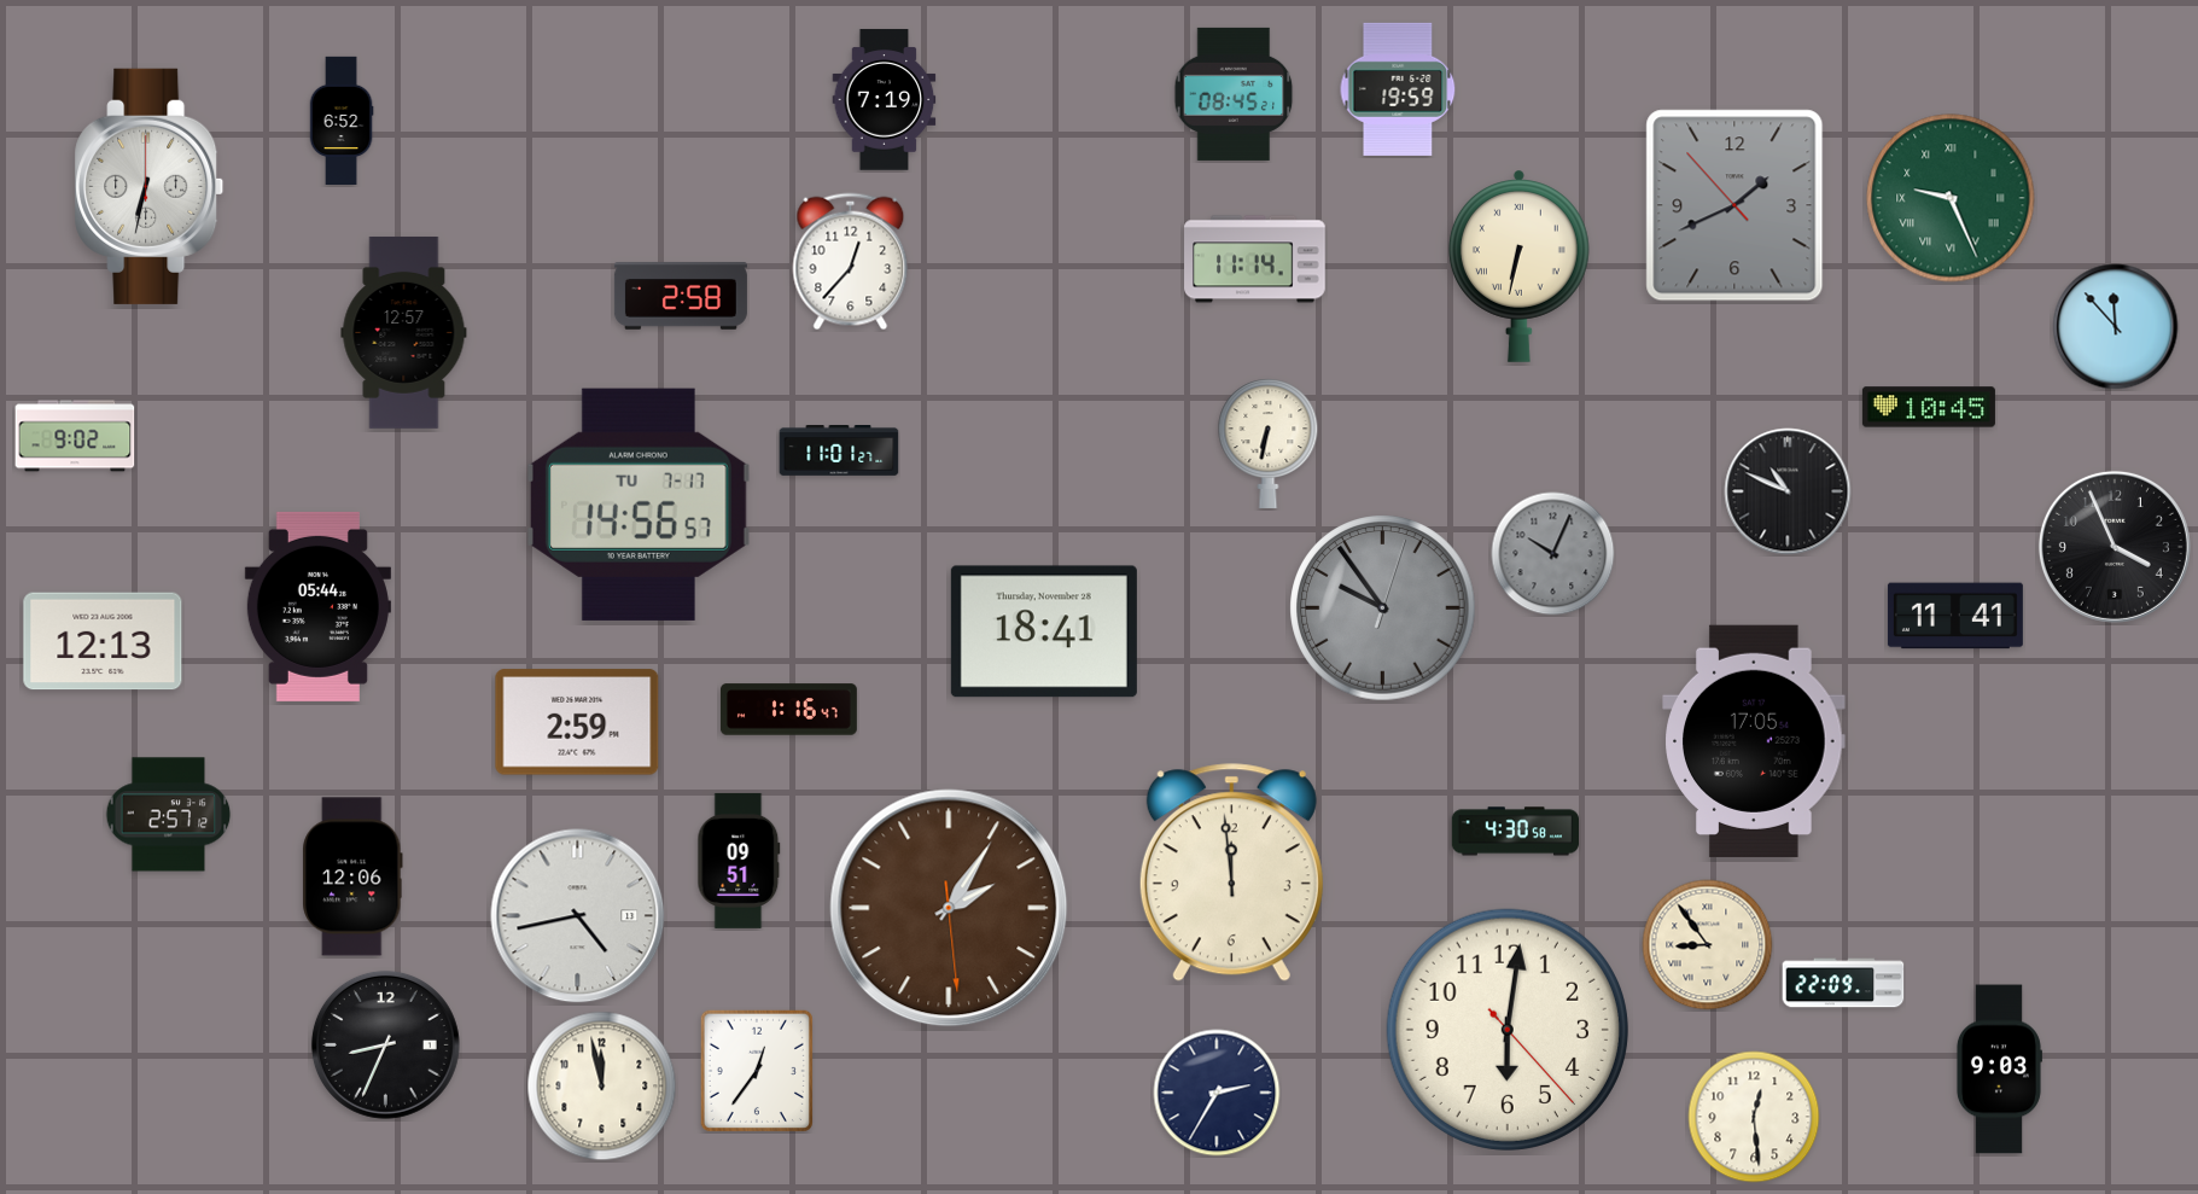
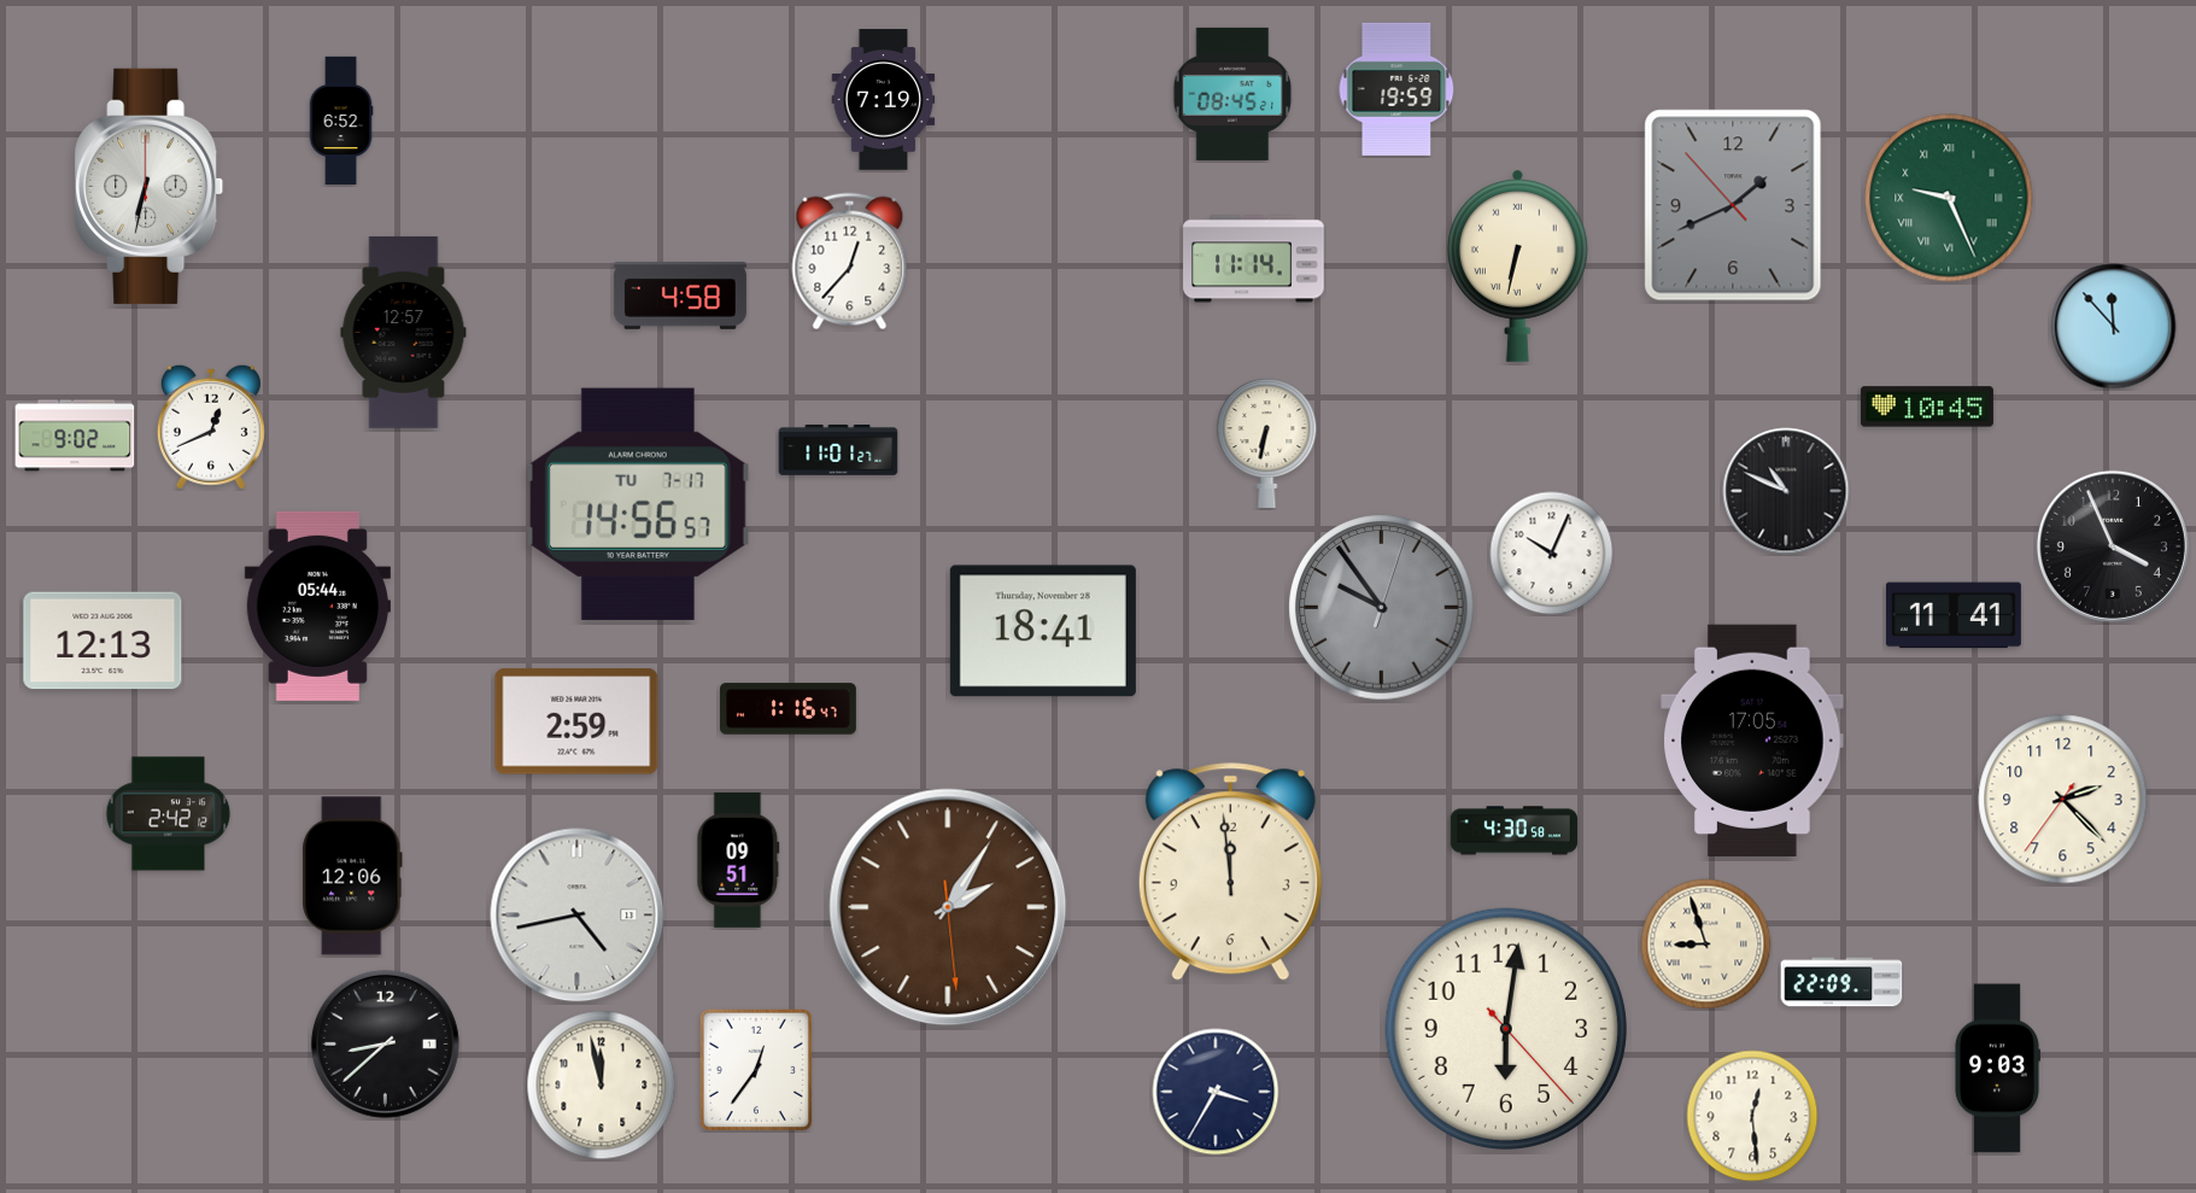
clock at (681, 296): 2:58 -> 4:58
clock at (211, 427): none -> 12:41
clock at (1553, 554) dial: grey -> white
clock at (2063, 800): none -> 2:22
clock at (169, 815): 2:57 -> 2:42
clock at (1708, 945): 8:54 -> 8:57
clock at (385, 1044): 8:34 -> 8:38
clock at (1217, 1093): 2:35 -> 3:35
